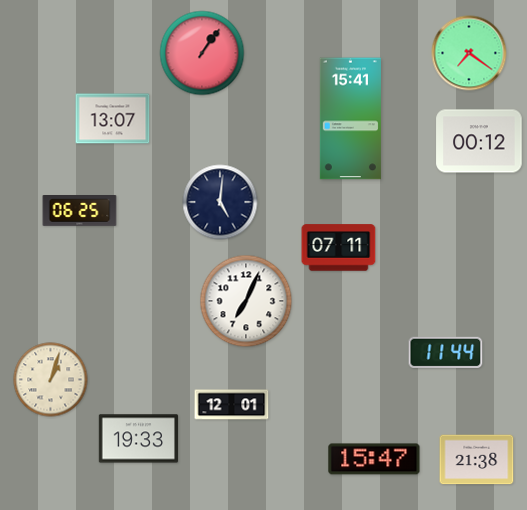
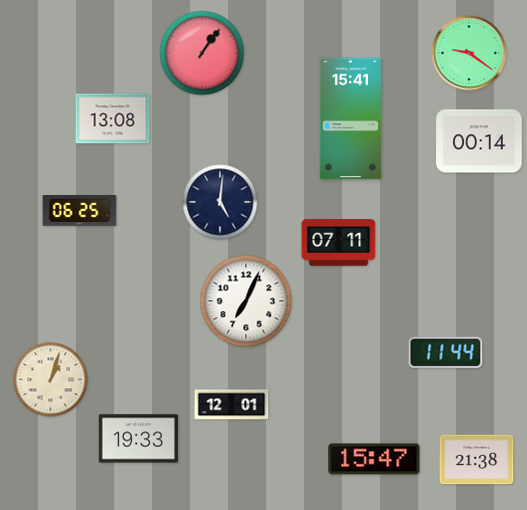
clock at (469, 53): 7:21 -> 9:21
clock at (113, 119): 13:07 -> 13:08
clock at (479, 141): 00:12 -> 00:14
clock at (339, 248) position: (339, 248) -> (339, 243)
